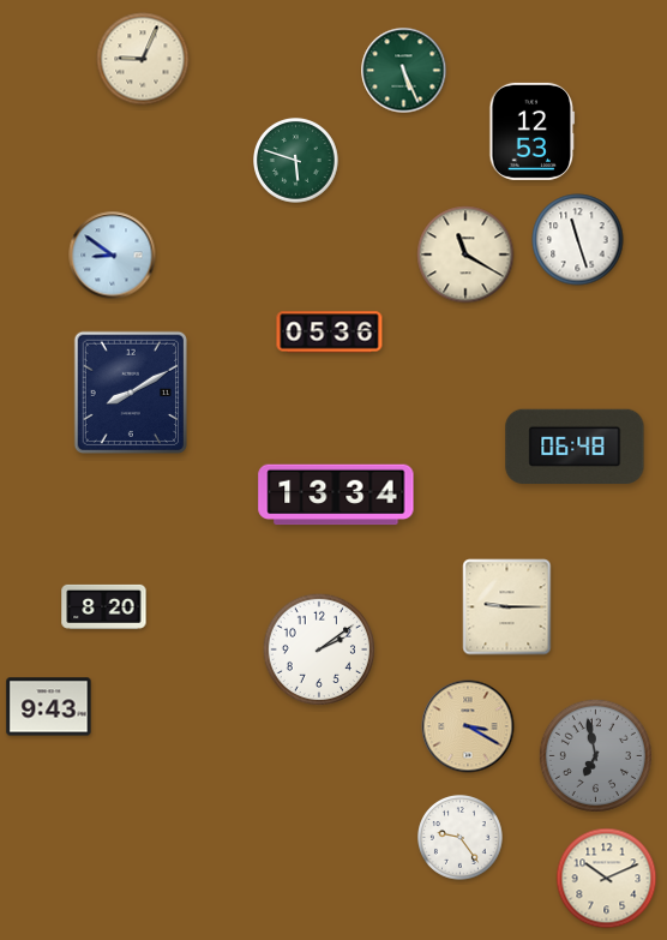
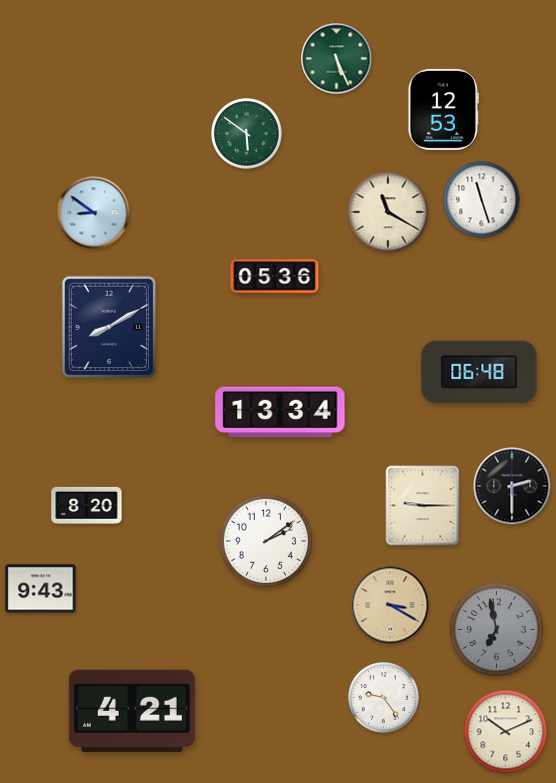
clock at (143, 59): 9:04 -> none
clock at (296, 161): 5:48 -> 5:51
clock at (512, 486): none -> 2:30
clock at (132, 711): none -> 4:21
